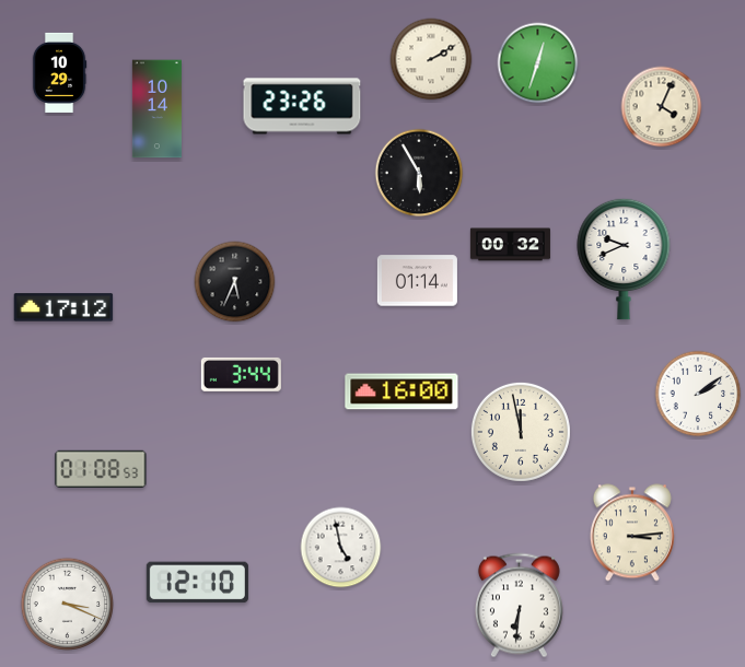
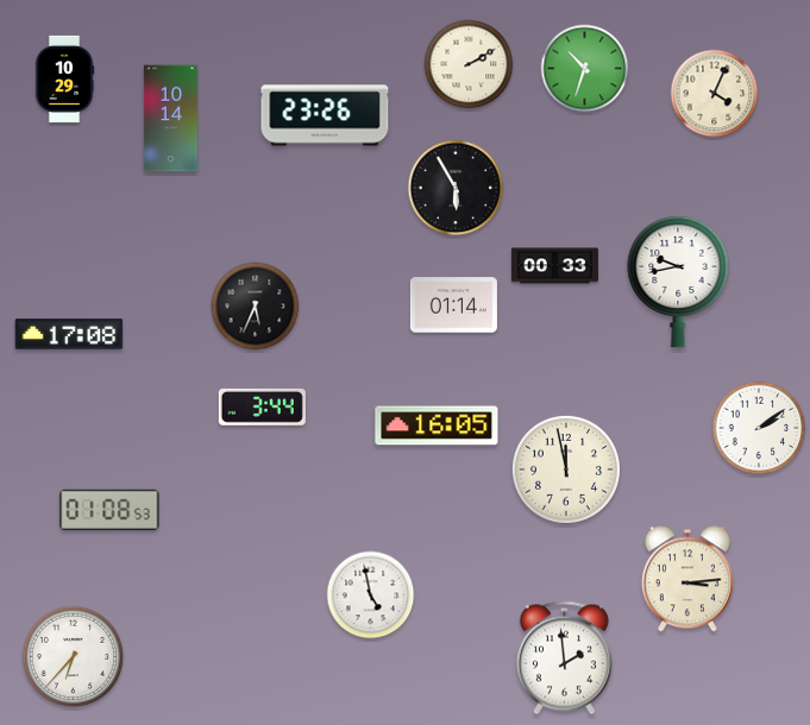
clock at (538, 63): 12:33 -> 10:33
clock at (302, 106) position: (302, 106) -> (325, 115)
clock at (662, 107) position: (662, 107) -> (715, 94)
clock at (510, 245): 00:32 -> 00:33
clock at (624, 259): 9:41 -> 9:43
clock at (63, 307): 17:12 -> 17:08
clock at (401, 391): 16:00 -> 16:05
clock at (197, 583): 12:10 -> none
clock at (68, 605): 3:19 -> 6:37
clock at (519, 606): 6:31 -> 1:59
